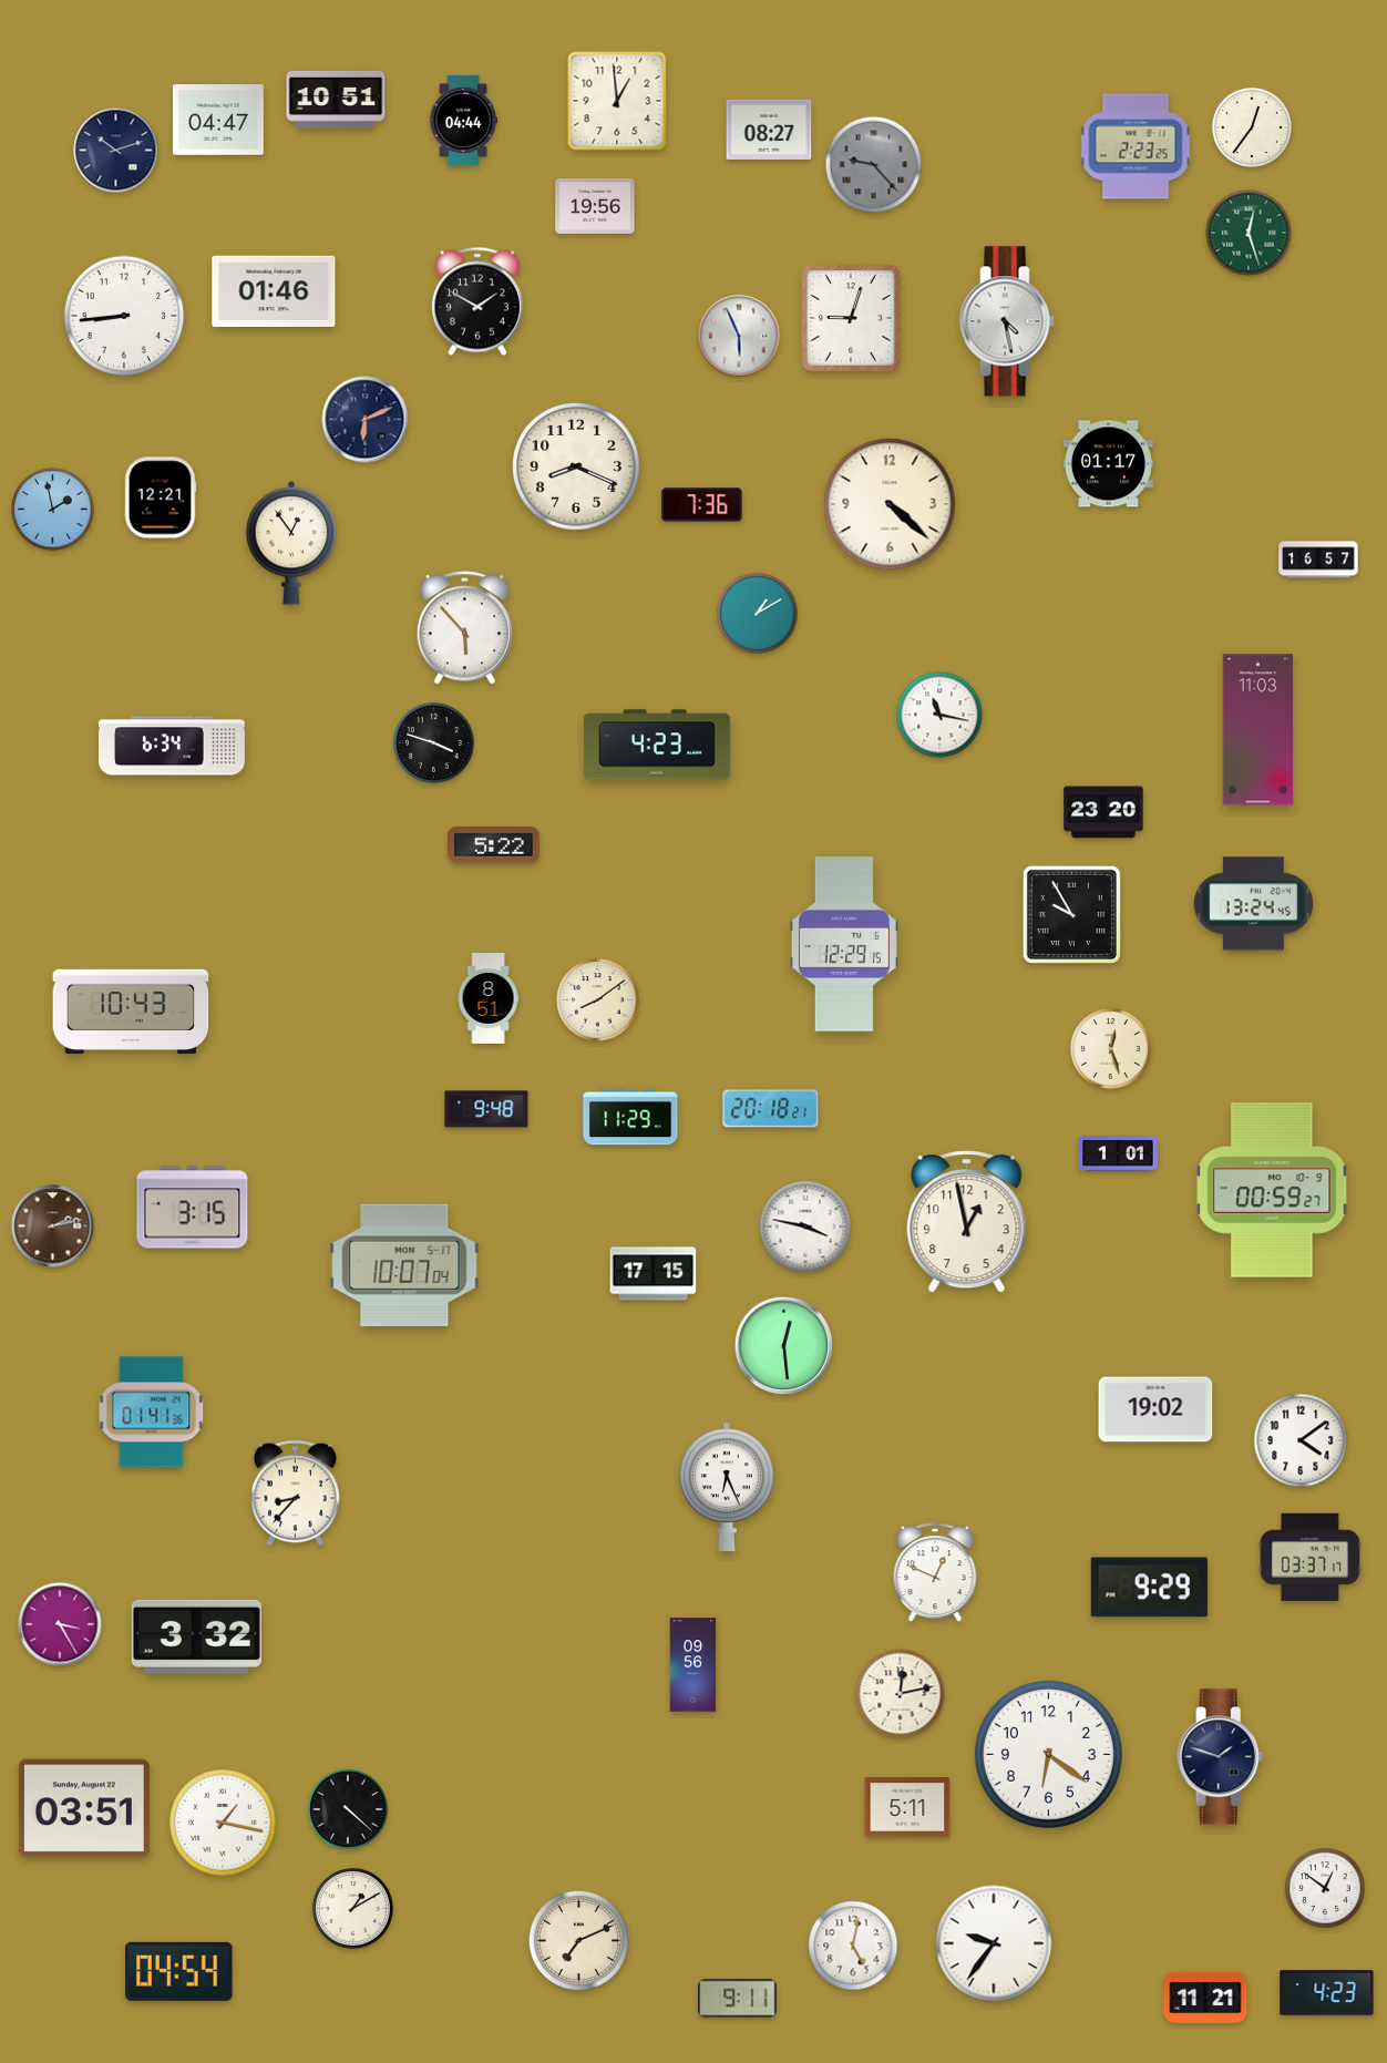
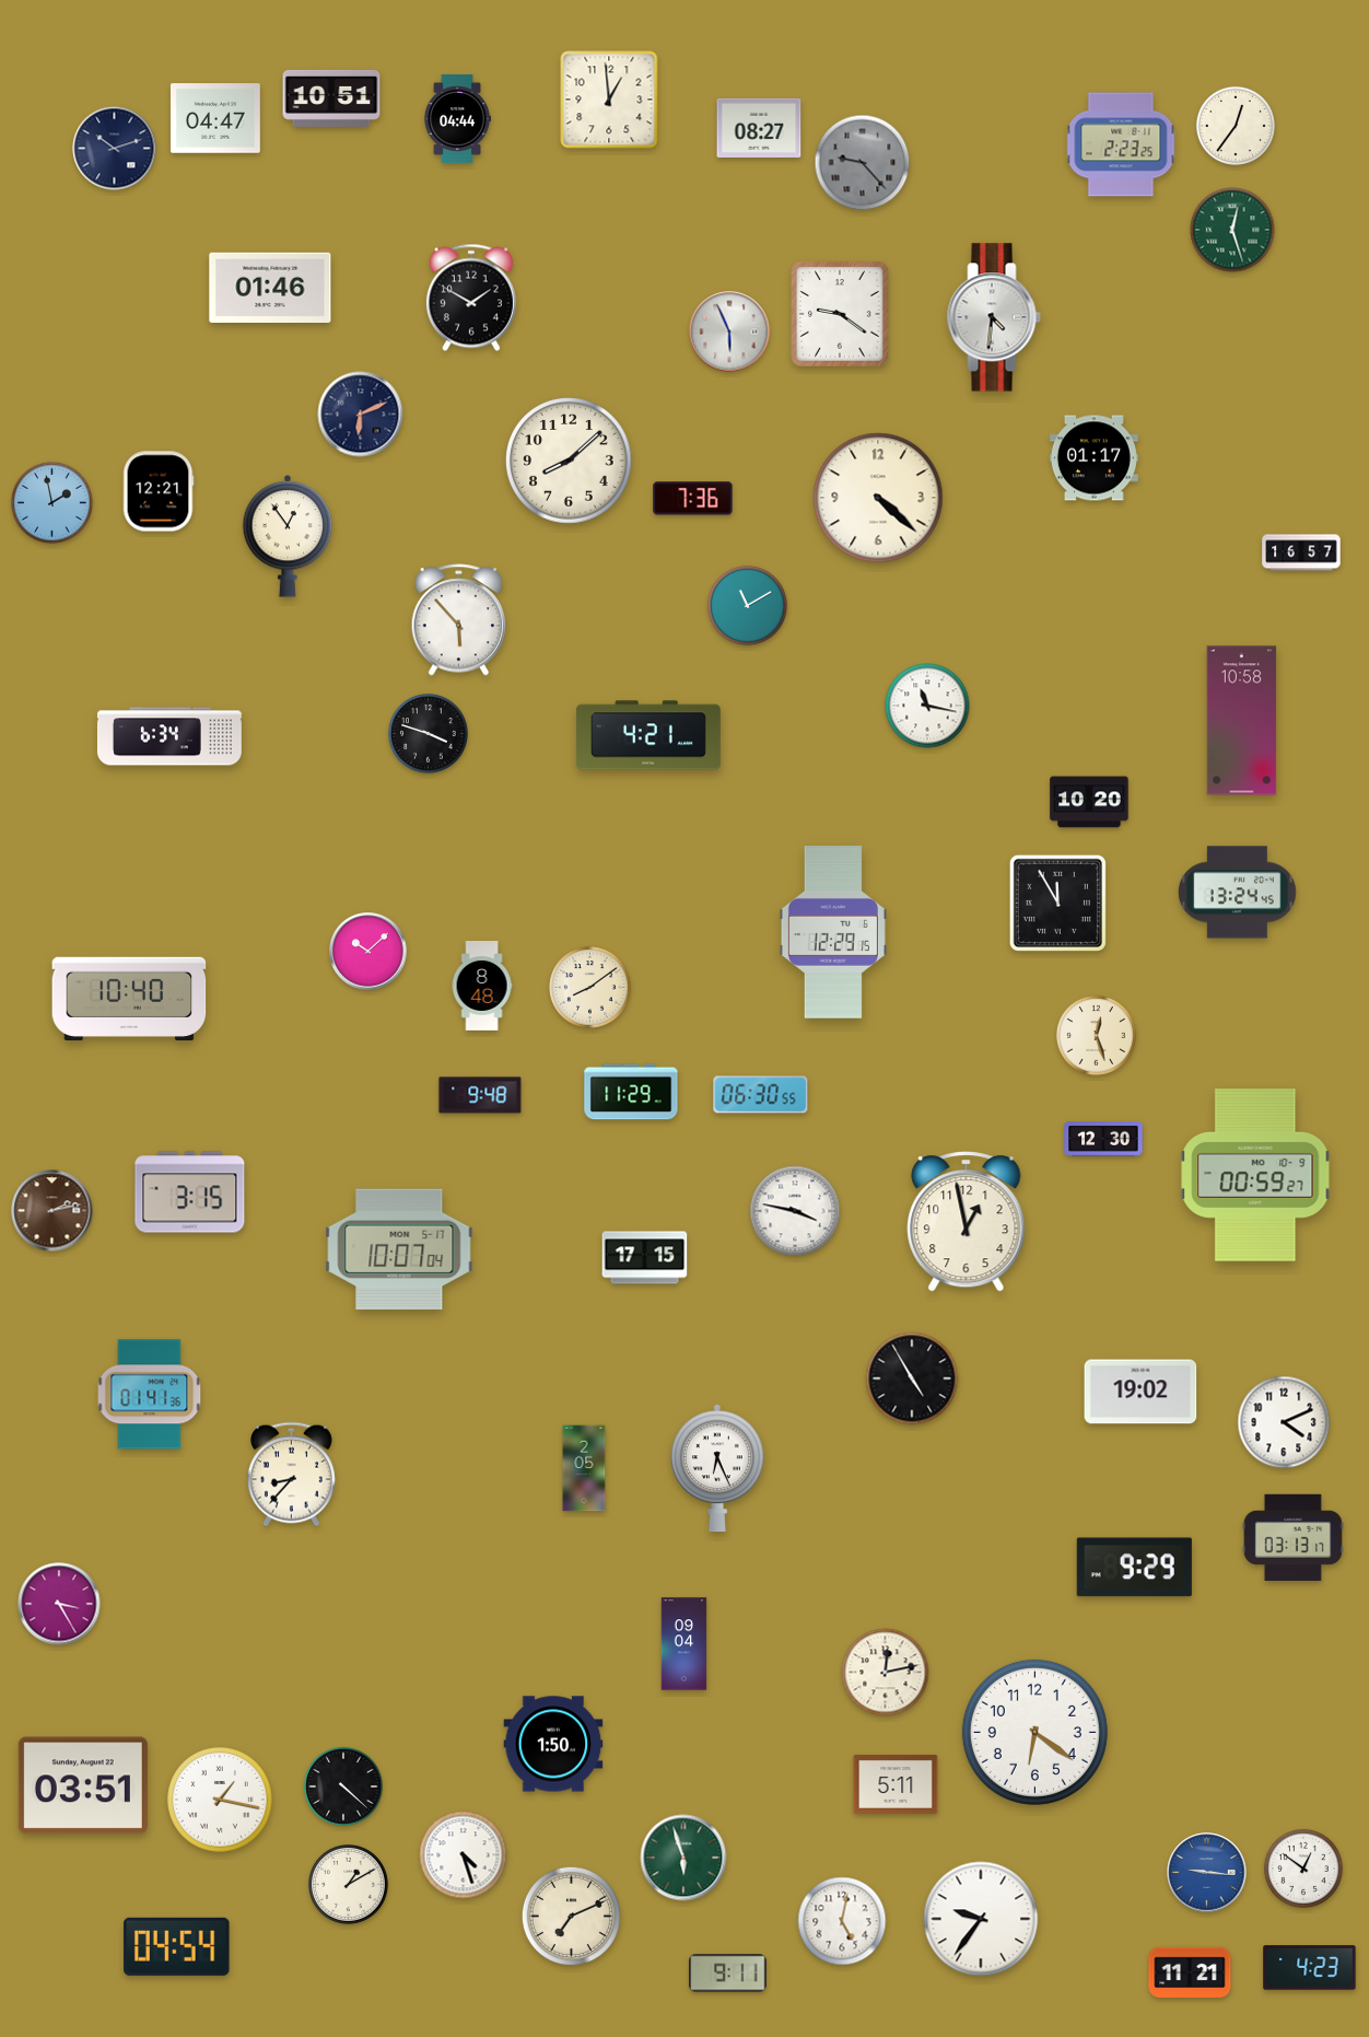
clock at (595, 206): 19:56 -> none
clock at (124, 316): 8:44 -> none
clock at (852, 319): 9:03 -> 9:21
clock at (1007, 321): 4:28 -> 4:31
clock at (577, 468): 8:19 -> 8:08
clock at (757, 613): 1:10 -> 11:10
clock at (1258, 730): 11:03 -> 10:58
clock at (658, 745): 4:23 -> 4:21
clock at (1103, 812): 23:20 -> 10:20
clock at (494, 845): 5:22 -> none
clock at (1071, 914): 9:55 -> 11:55
clock at (368, 952): none -> 10:08
clock at (489, 999): 8:51 -> 8:48
clock at (131, 1010): 10:43 -> 10:40
clock at (771, 1109): 20:18 -> 06:30
clock at (630, 1117) position: (630, 1117) -> (631, 1092)
clock at (1118, 1153): 1:01 -> 12:30
clock at (967, 1222) position: (967, 1222) -> (967, 1222)
clock at (784, 1346): 12:29 -> none
clock at (912, 1378): none -> 4:55
clock at (1301, 1440): 4:09 -> 4:11
clock at (584, 1468): none -> 2:05
clock at (1309, 1557): 03:37 -> 03:13
clock at (935, 1573): 12:49 -> none
clock at (196, 1636): 3:32 -> none
clock at (693, 1665): 09:56 -> 09:04
clock at (901, 1694) position: (901, 1694) -> (886, 1673)
clock at (1221, 1757): 1:48 -> none
clock at (553, 1744): none -> 1:50
clock at (464, 1855): none -> 4:27
clock at (683, 1858): none -> 5:57
clock at (1325, 1888) position: (1325, 1888) -> (1303, 1869)
clock at (1207, 1873): none -> 9:16
